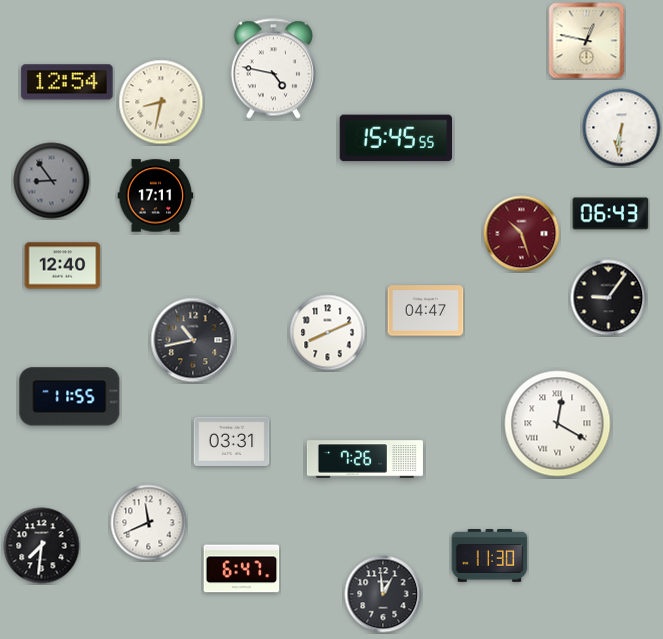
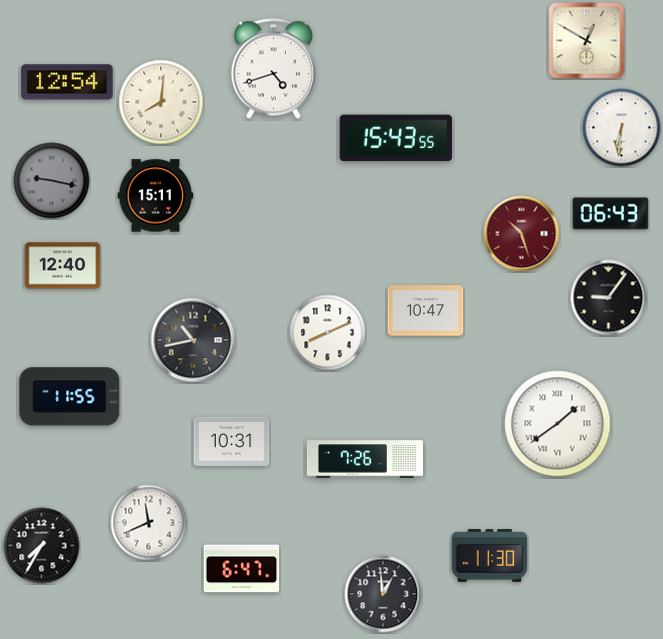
clock at (587, 41): 12:47 -> 12:50
clock at (273, 69): 4:47 -> 4:42
clock at (161, 102): 8:32 -> 8:01
clock at (395, 138): 15:45 -> 15:43
clock at (52, 181): 8:54 -> 9:17
clock at (156, 196): 17:11 -> 15:11
clock at (426, 311): 04:47 -> 10:47
clock at (558, 424): 12:20 -> 1:39
clock at (232, 441): 03:31 -> 10:31
clock at (42, 546): 7:31 -> 7:35
